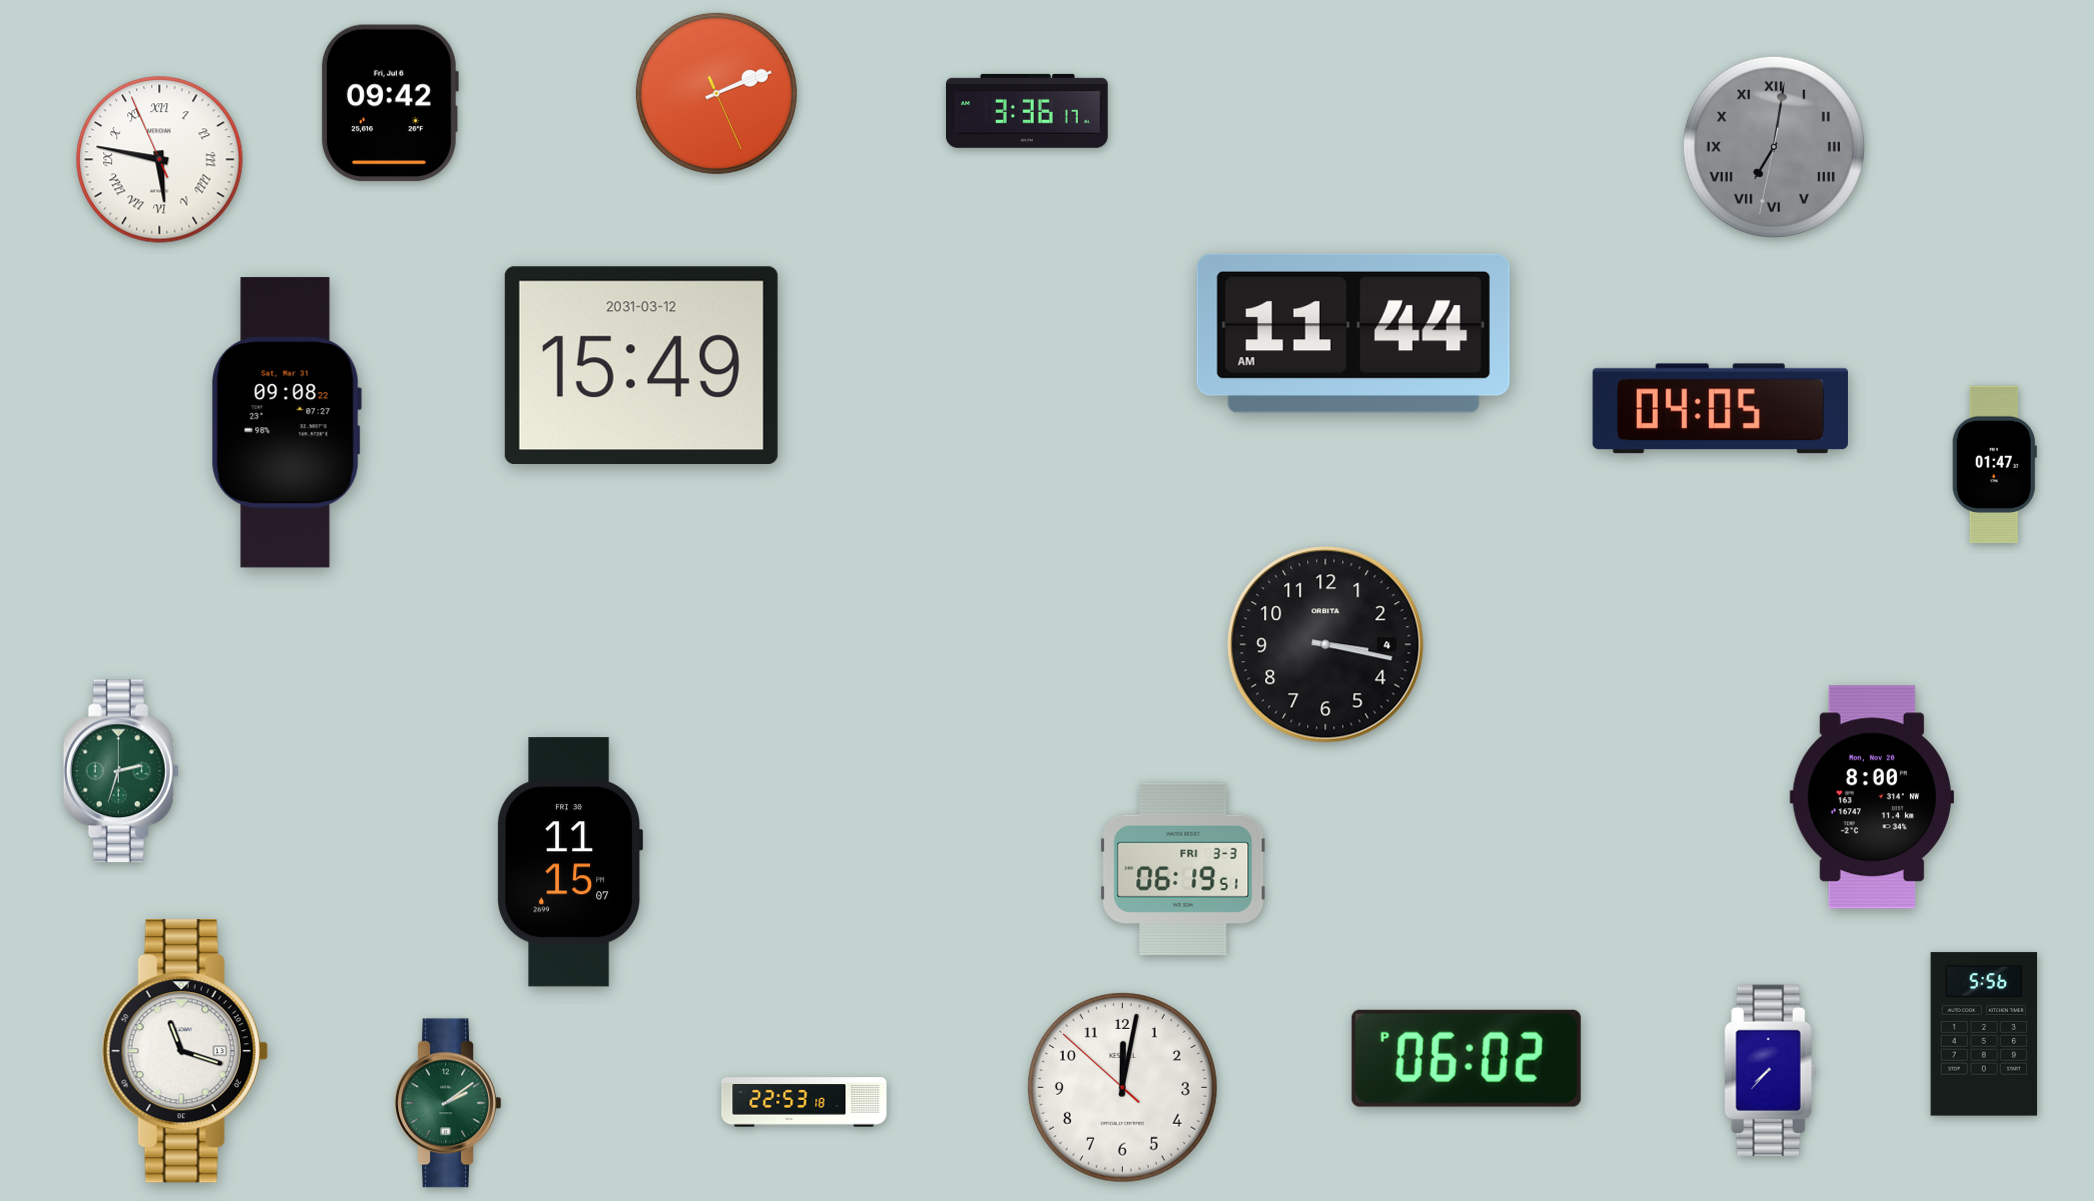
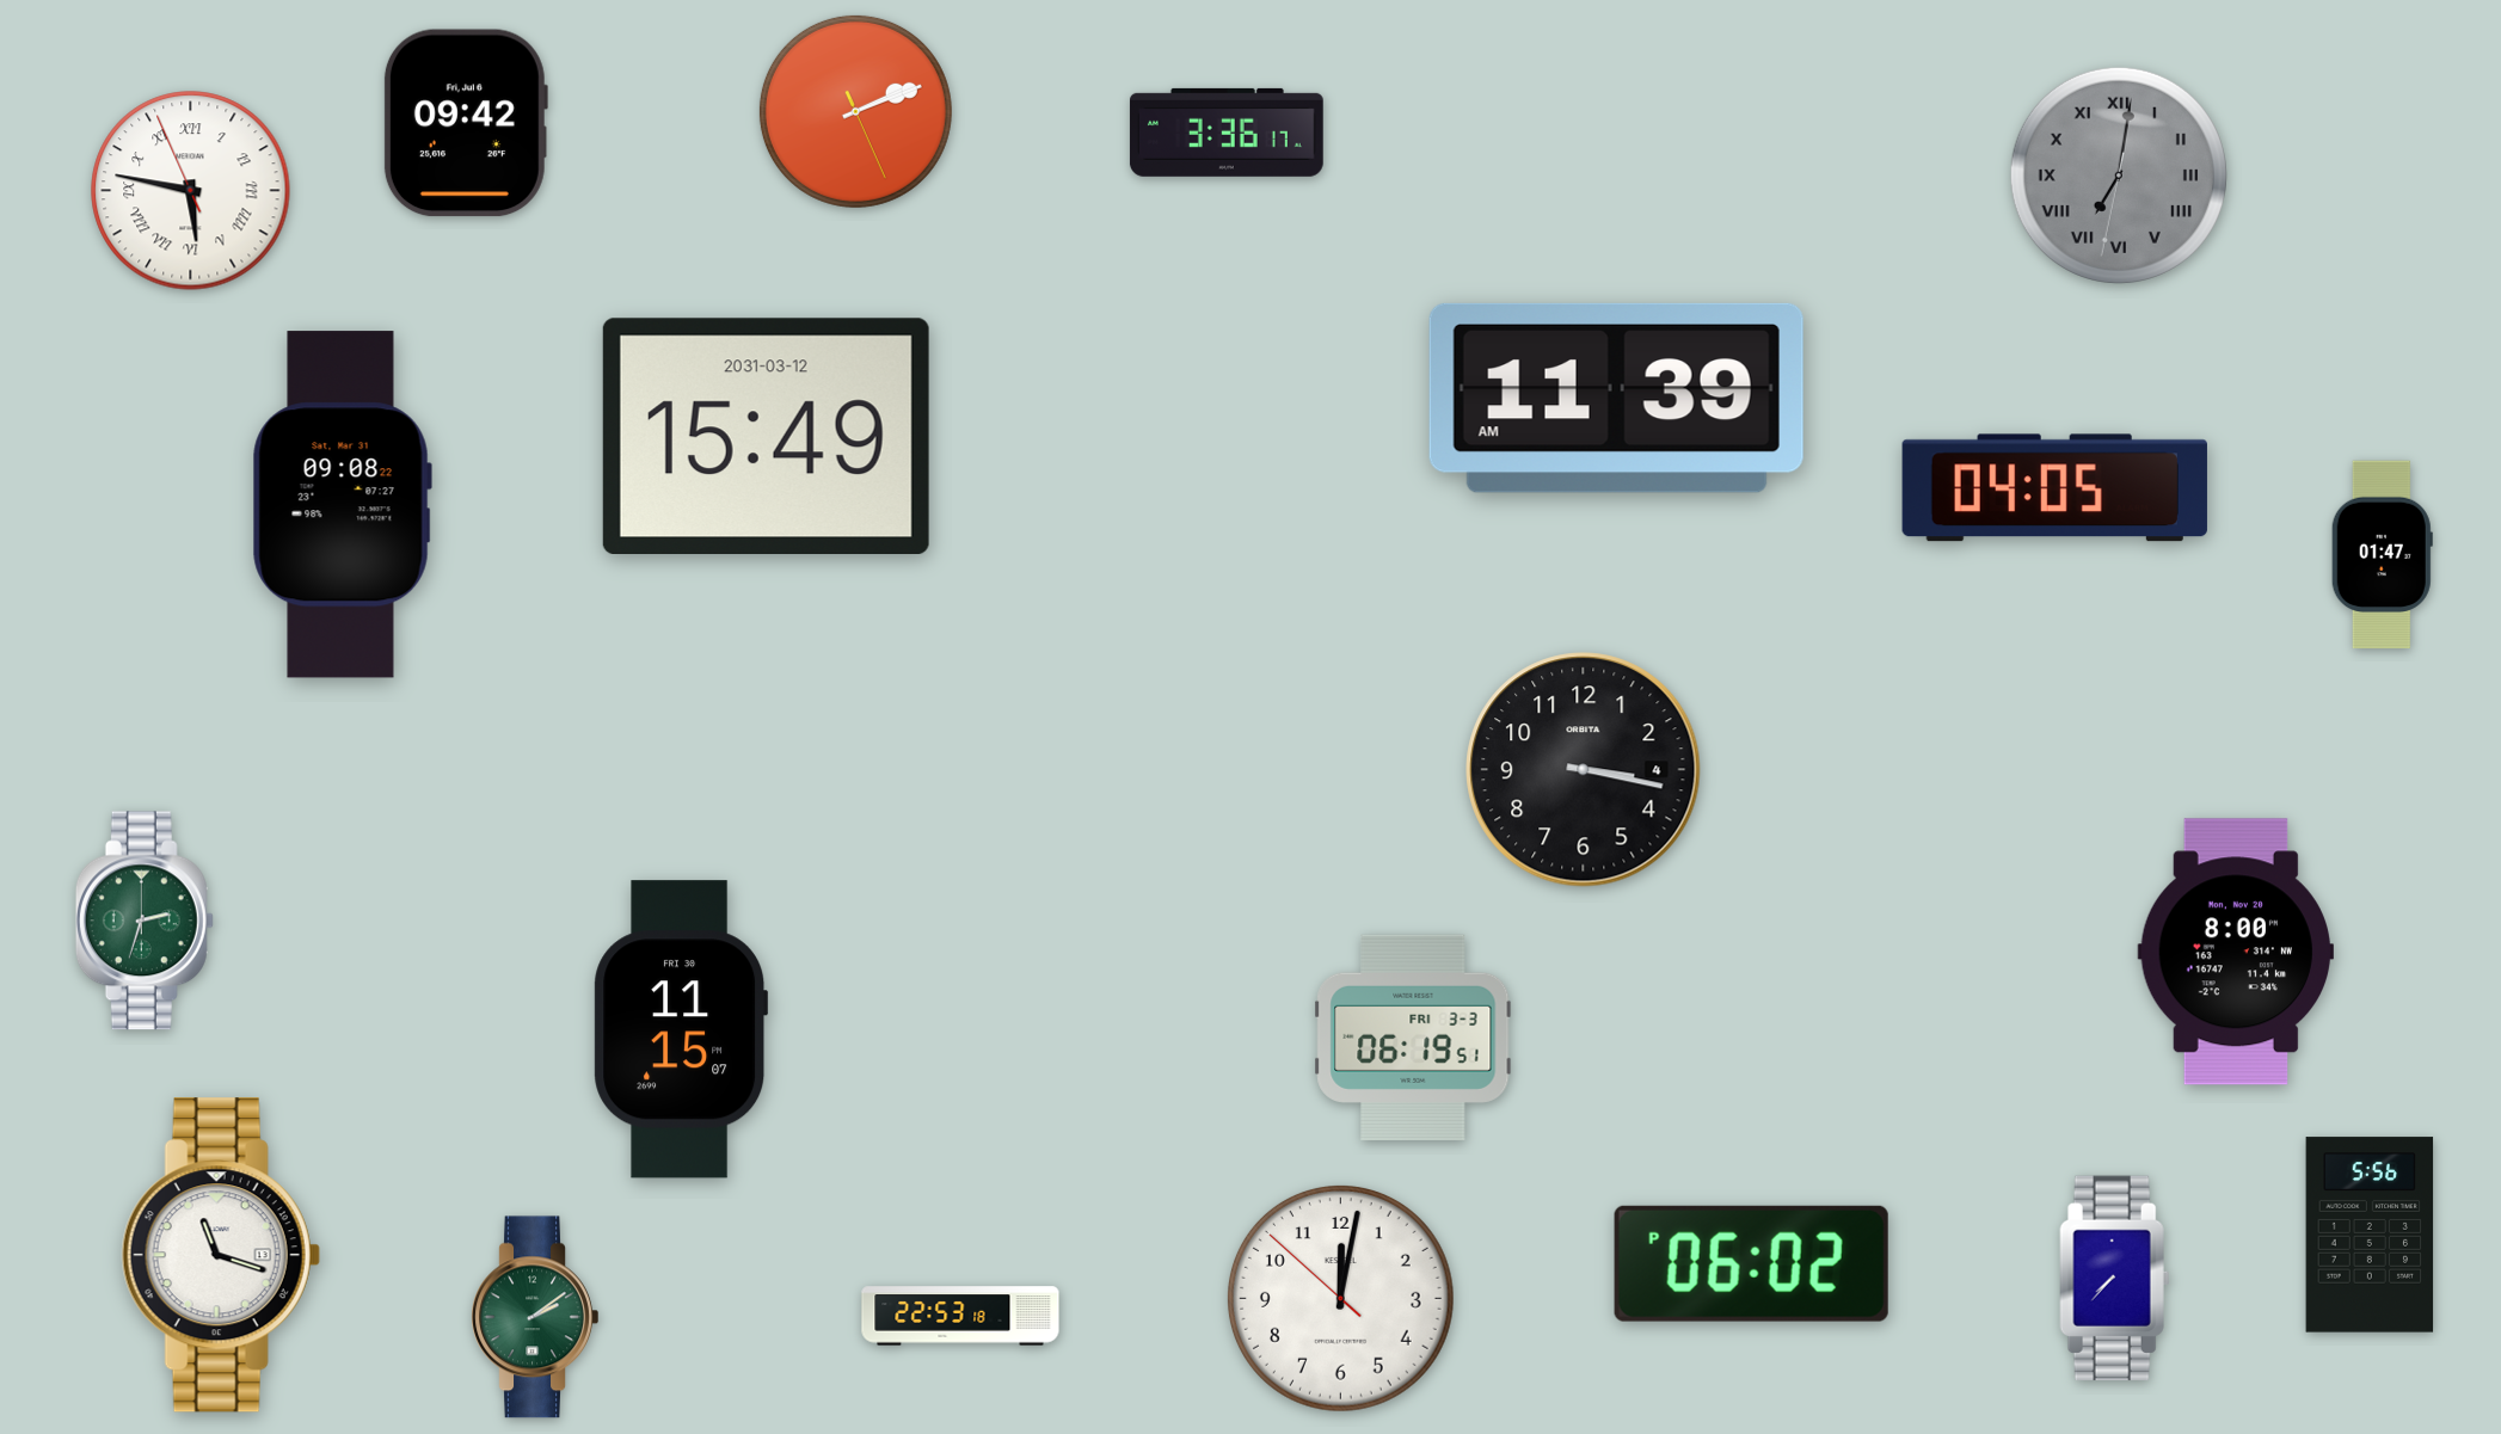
clock at (1353, 333): 11:44 -> 11:39
